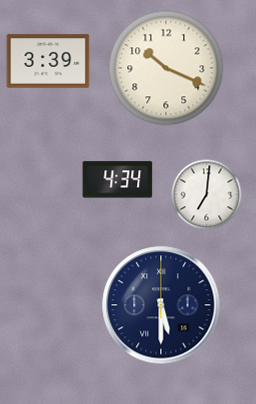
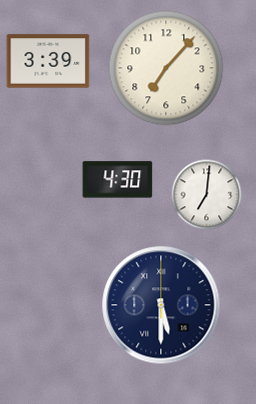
clock at (166, 68): 10:19 -> 7:07
clock at (118, 180): 4:34 -> 4:30
